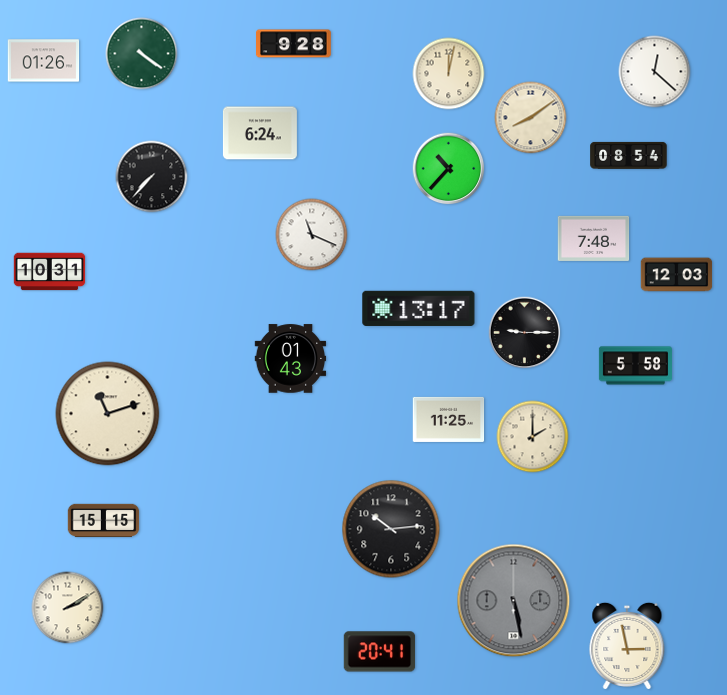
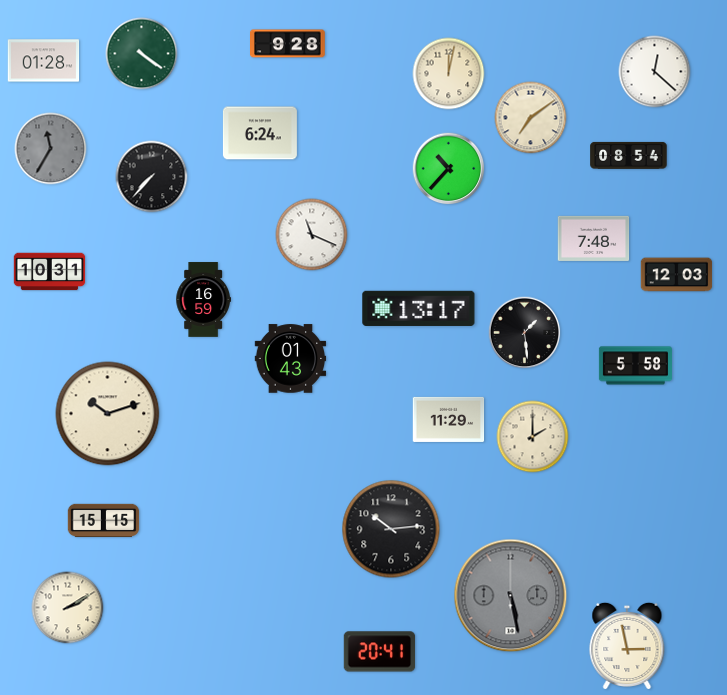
clock at (294, 44) position: (294, 44) -> (288, 44)
clock at (44, 61): 01:26 -> 01:28
clock at (531, 118): 8:09 -> 7:09
clock at (51, 149): none -> 11:35
clock at (203, 300): none -> 16:59
clock at (525, 333): 9:15 -> 1:29
clock at (108, 414): 11:12 -> 10:12
clock at (449, 419): 11:25 -> 11:29
clock at (514, 601) position: (514, 601) -> (511, 596)
